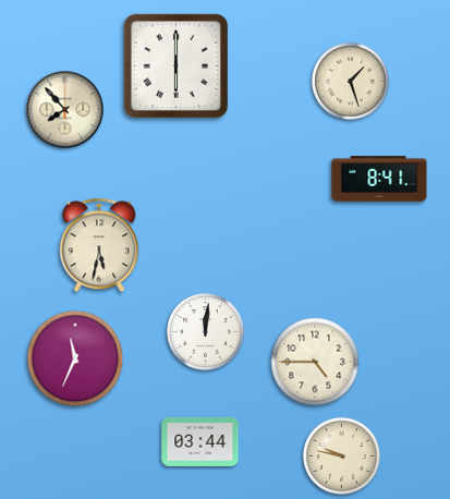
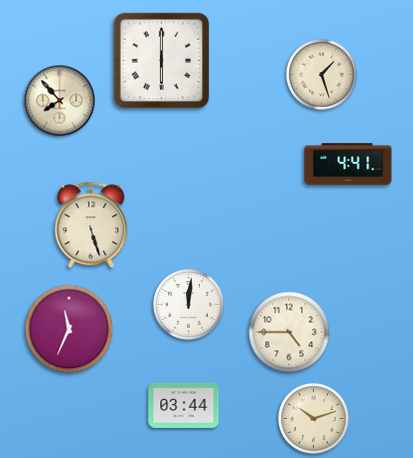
clock at (379, 179): 8:41 -> 4:41
clock at (99, 245): 5:32 -> 5:27
clock at (342, 457): 9:47 -> 10:12
